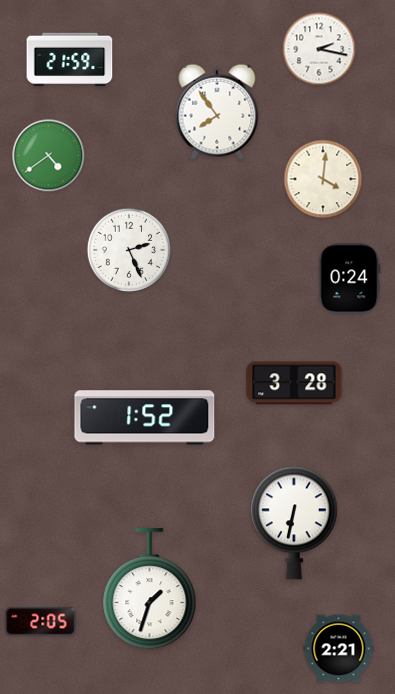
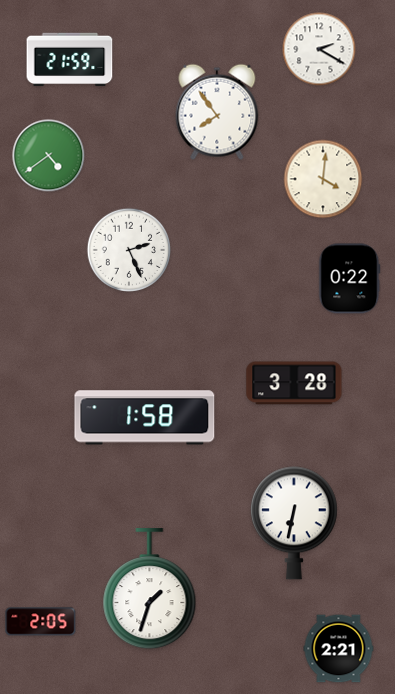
clock at (319, 49): 2:17 -> 2:20
clock at (350, 279): 0:24 -> 0:22
clock at (145, 418): 1:52 -> 1:58
